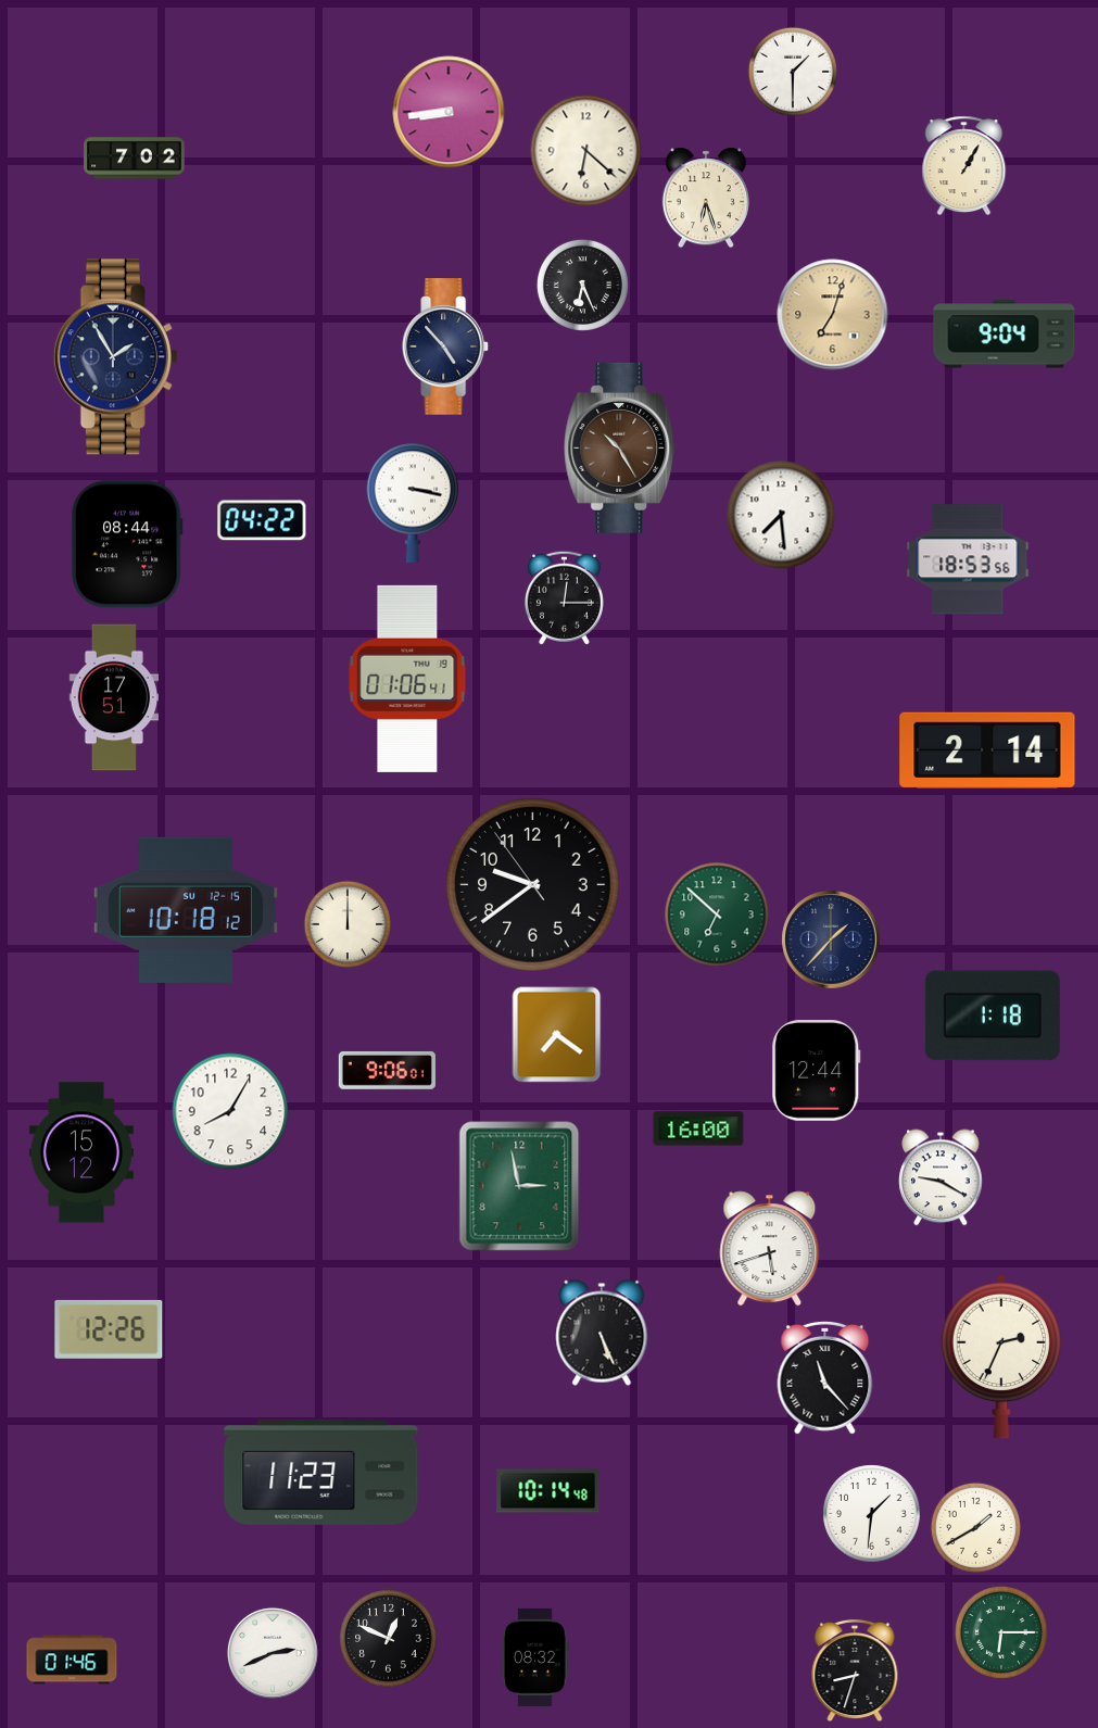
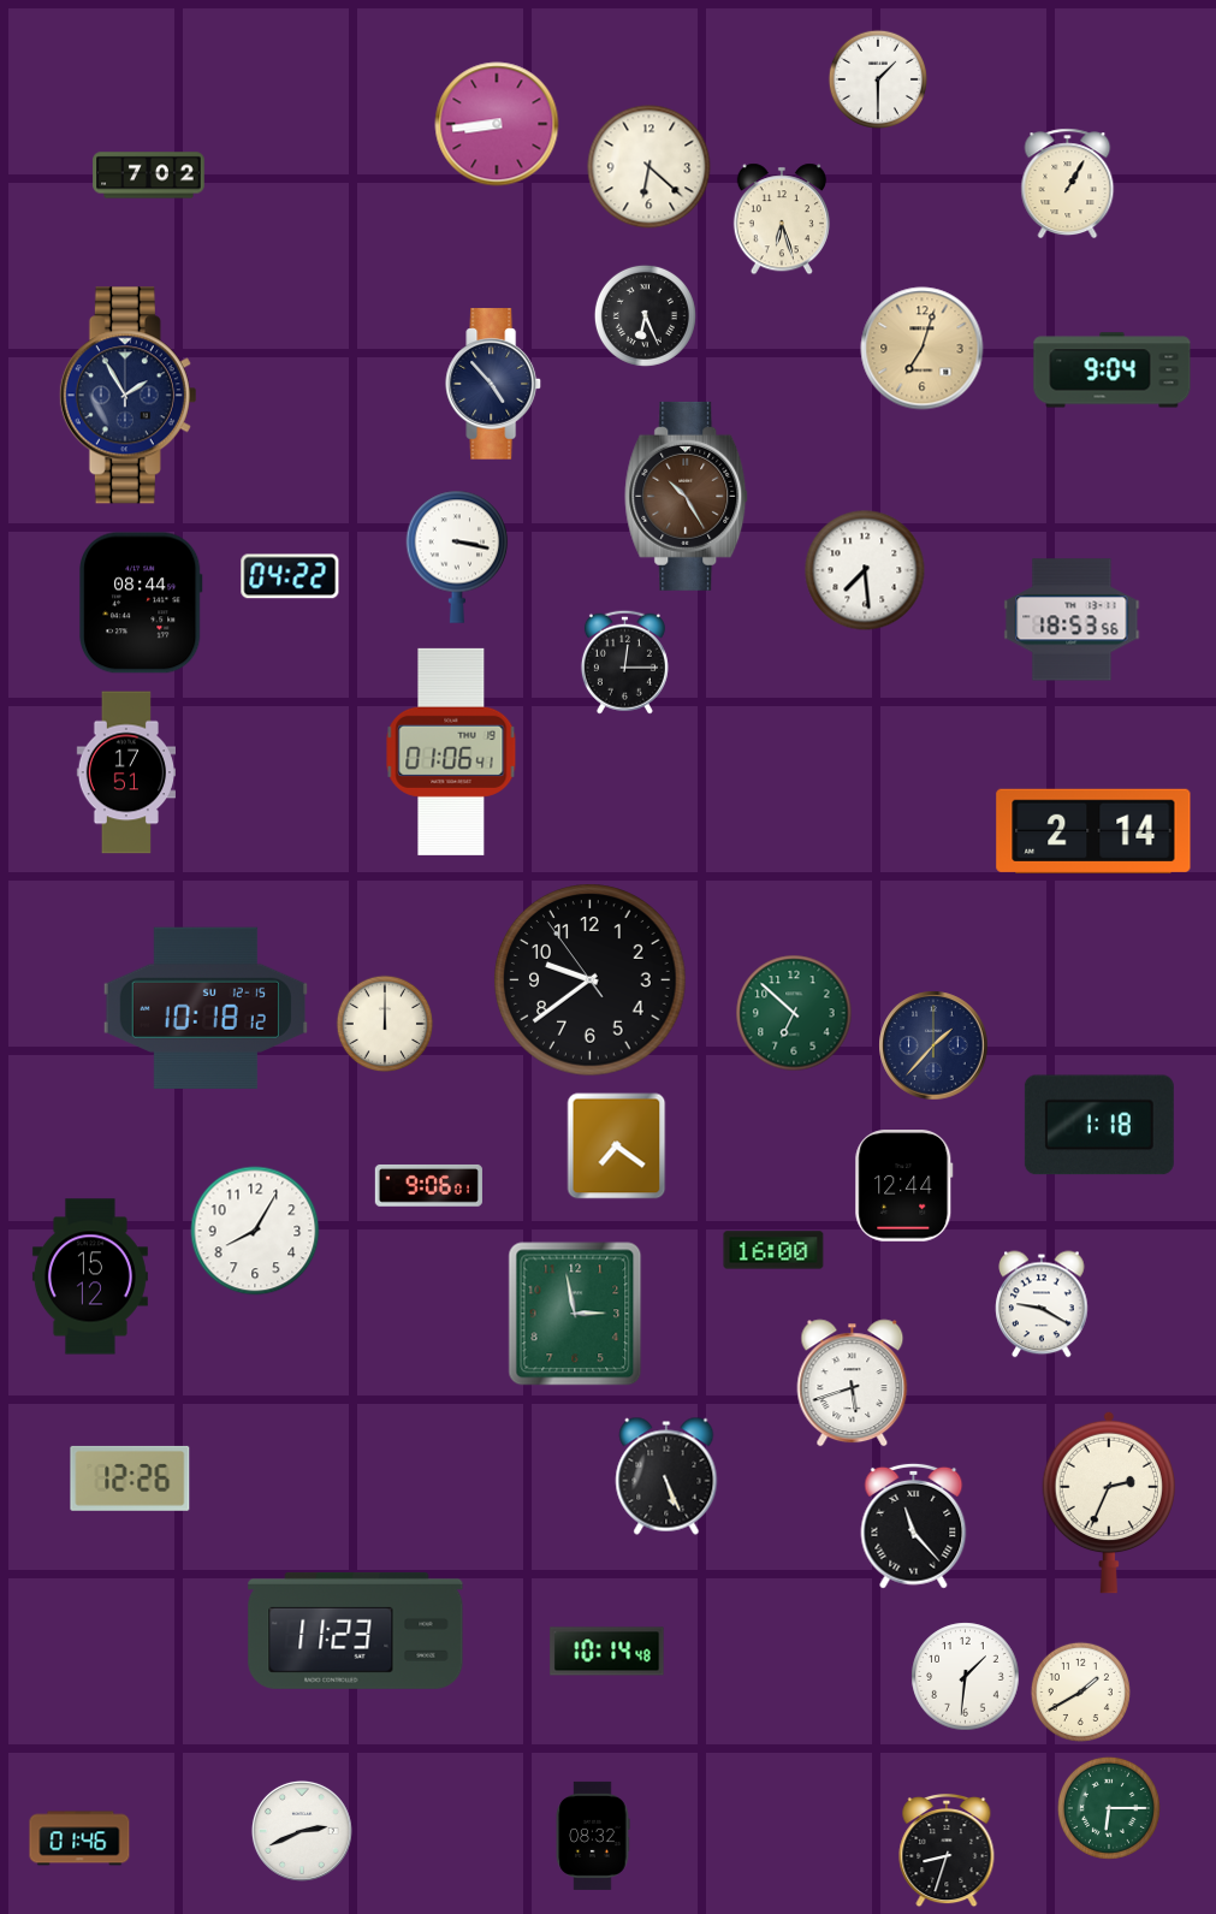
clock at (831, 939) position: (831, 939) -> (933, 1045)
clock at (109, 1329) position: (109, 1329) -> (130, 1479)
clock at (389, 1639): 12:49 -> none
